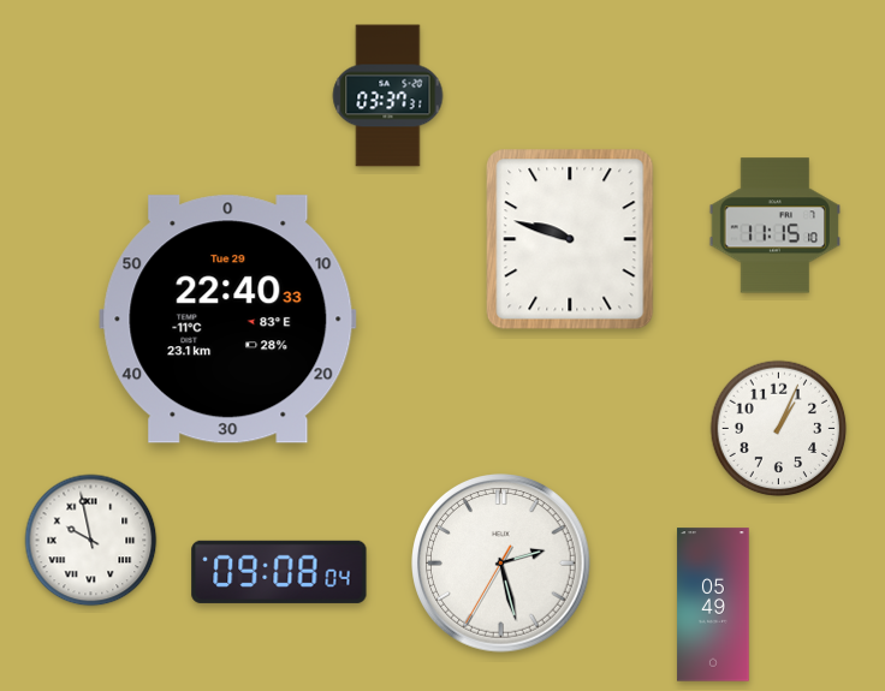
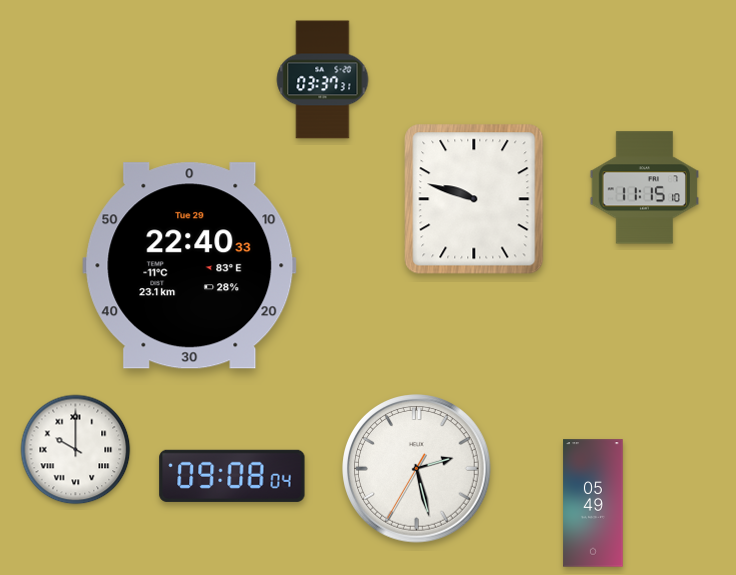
clock at (779, 429): 1:04 -> none
clock at (91, 541): 9:58 -> 10:00
